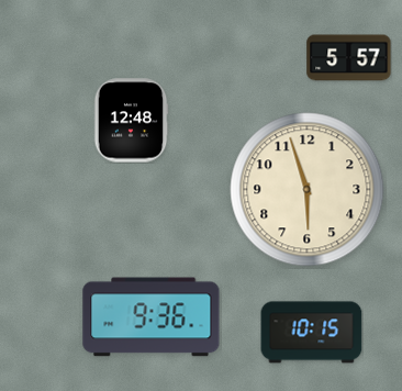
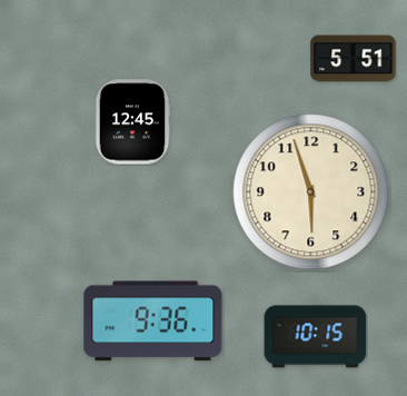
clock at (349, 58): 5:57 -> 5:51
clock at (131, 121): 12:48 -> 12:45
